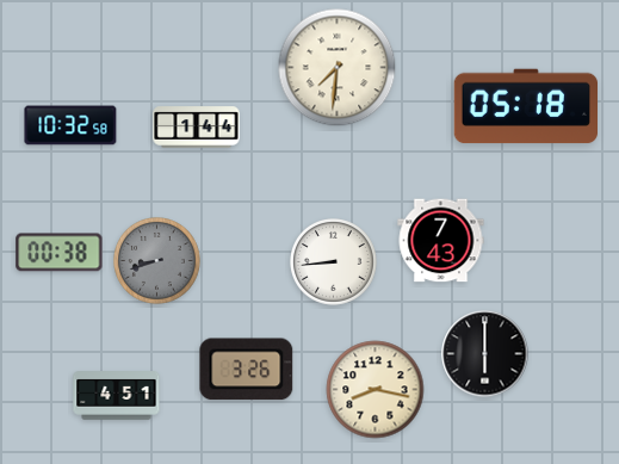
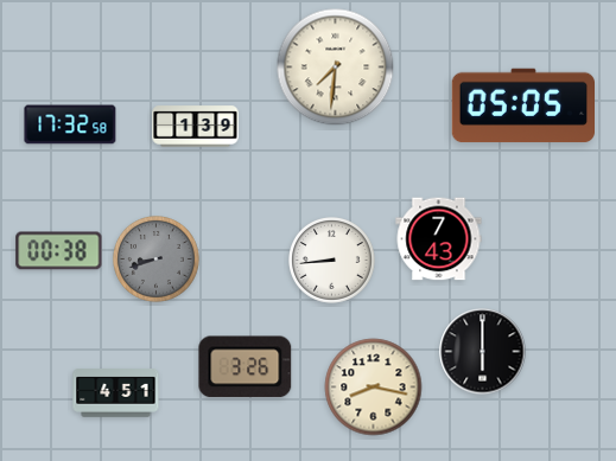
clock at (525, 106): 05:18 -> 05:05
clock at (70, 125): 10:32 -> 17:32
clock at (197, 128): 1:44 -> 1:39
